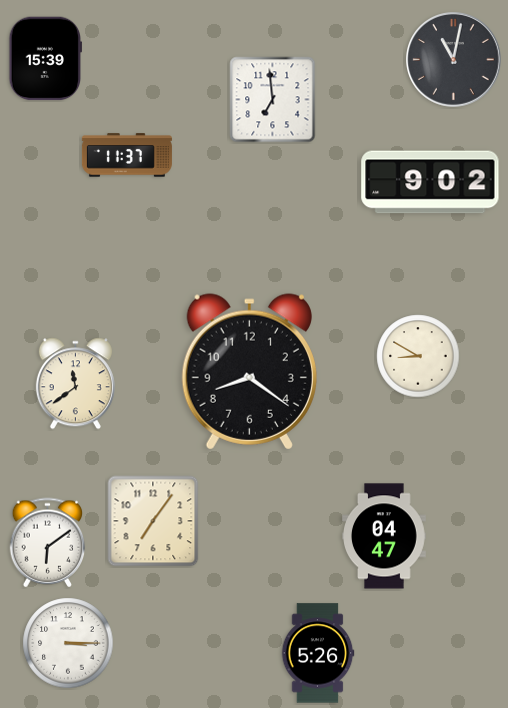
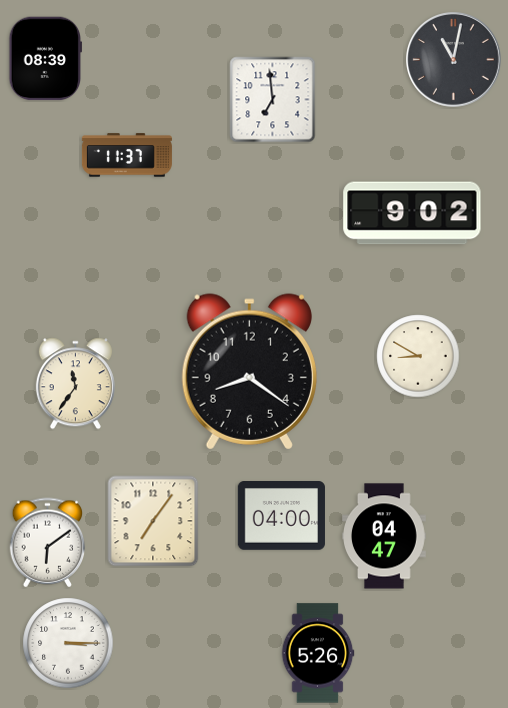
clock at (45, 59): 15:39 -> 08:39
clock at (430, 182) position: (430, 182) -> (412, 213)
clock at (75, 384): 11:39 -> 11:36
clock at (281, 516): none -> 04:00
